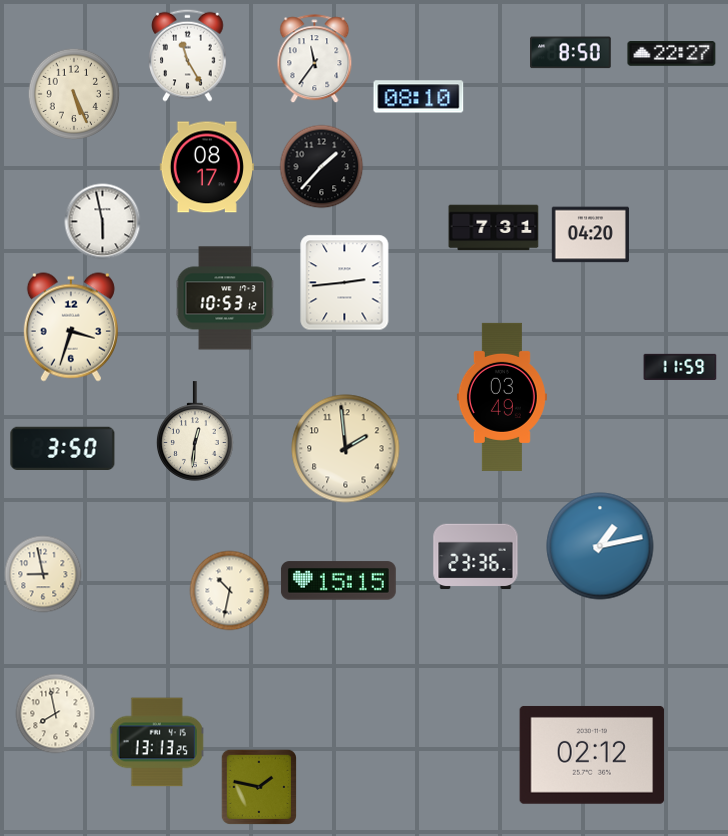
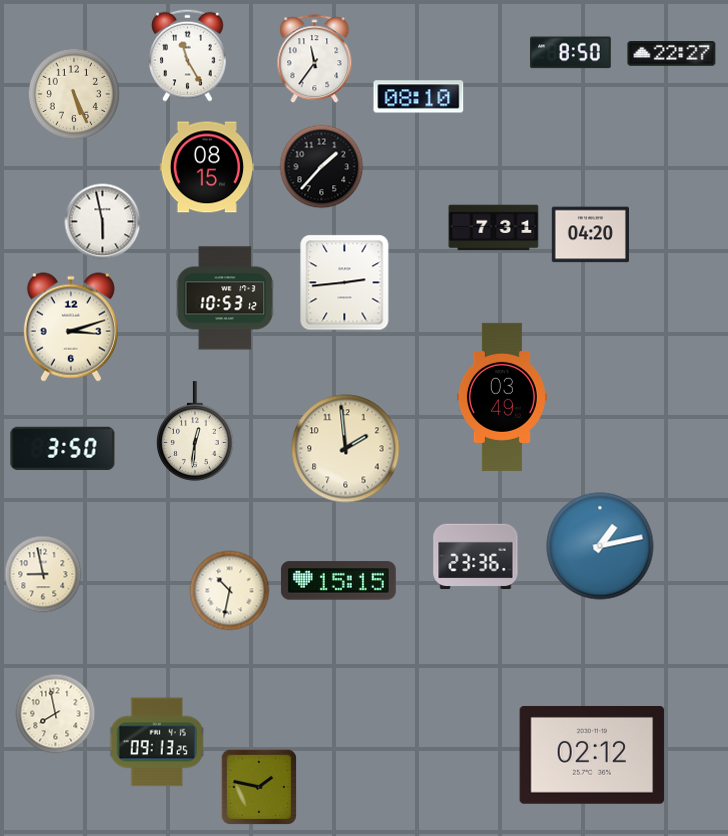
clock at (206, 167): 08:17 -> 08:15
clock at (71, 327): 3:33 -> 3:12
clock at (680, 367): 11:59 -> none
clock at (157, 742): 13:13 -> 09:13
